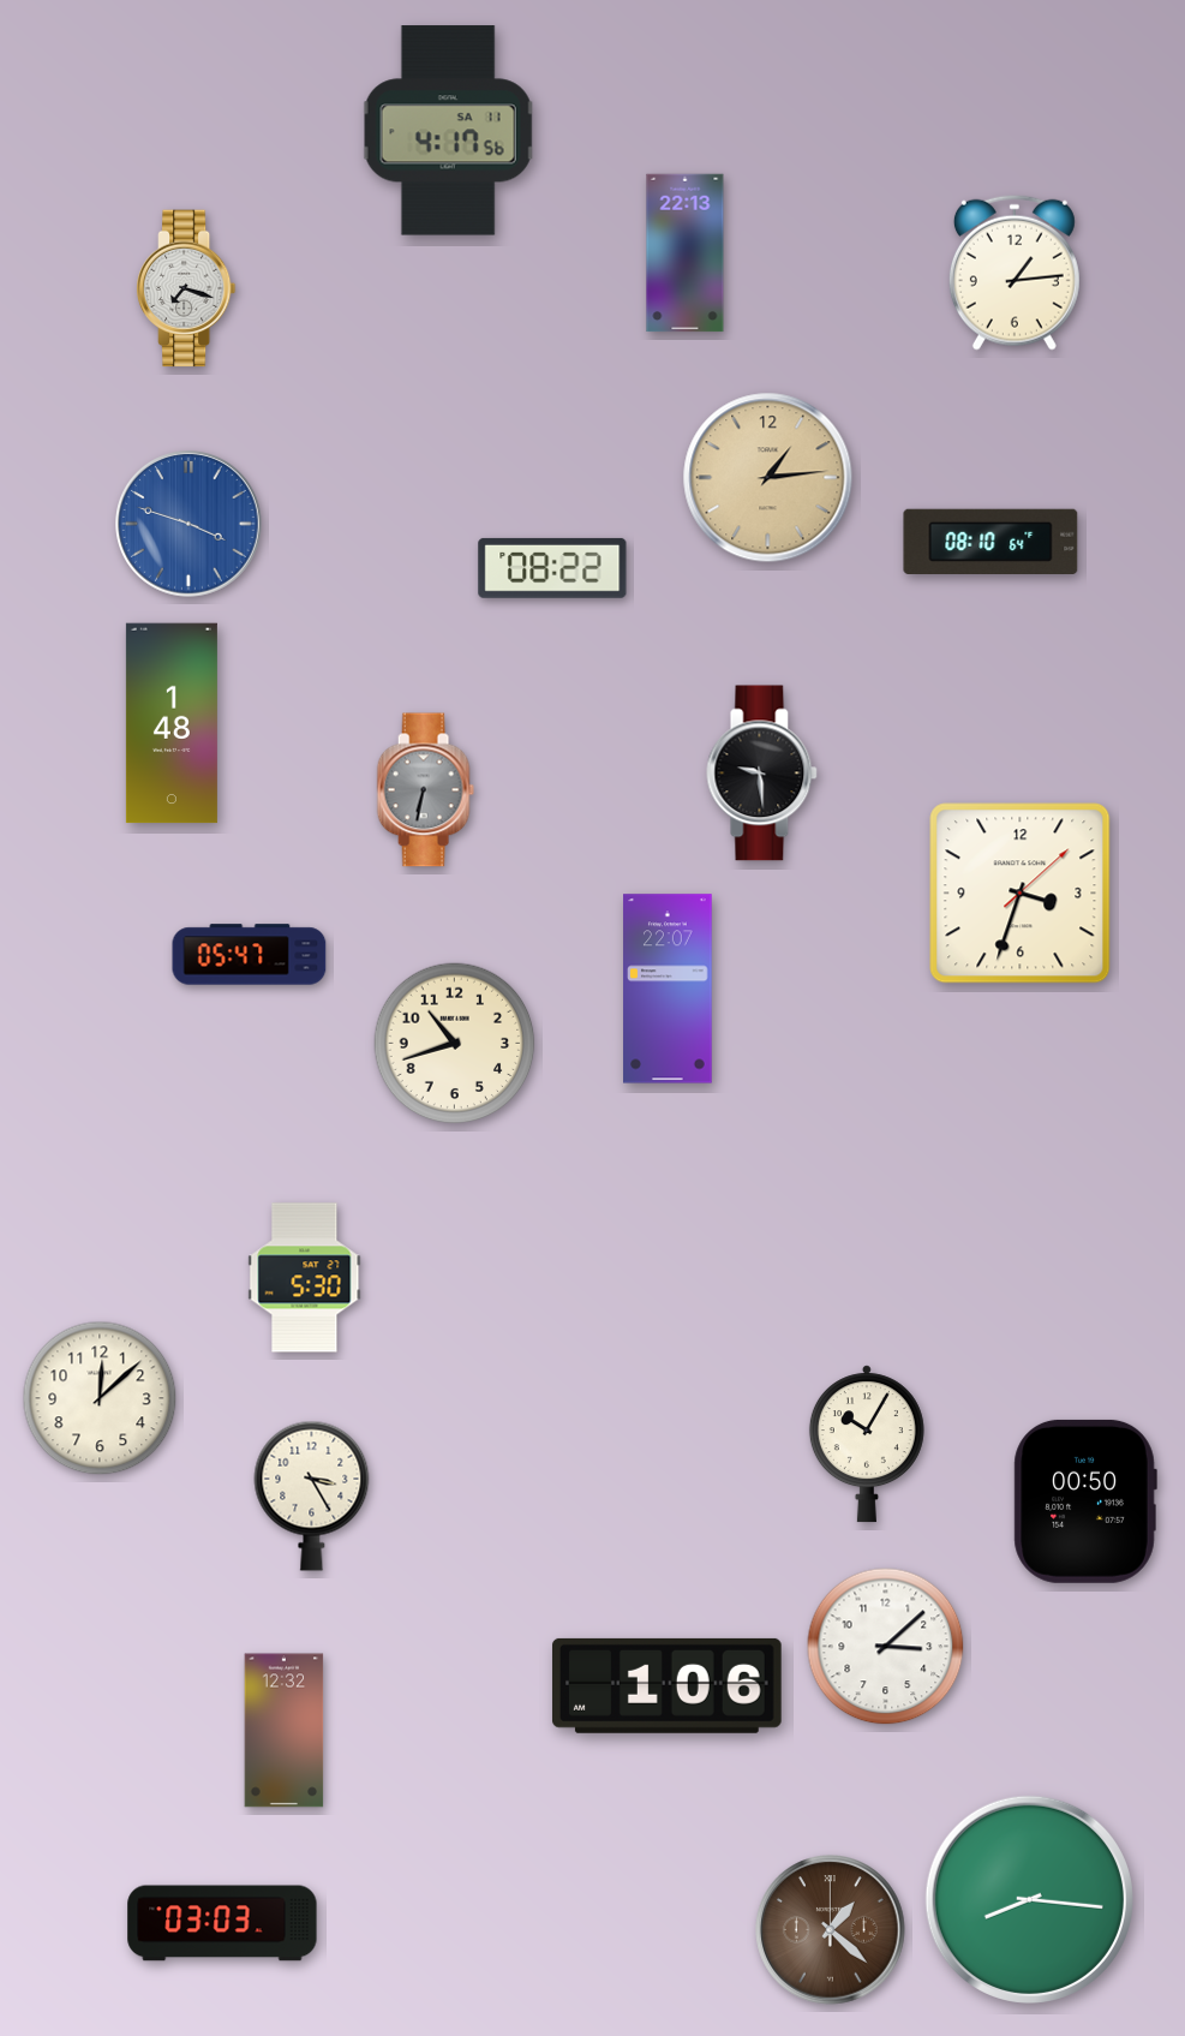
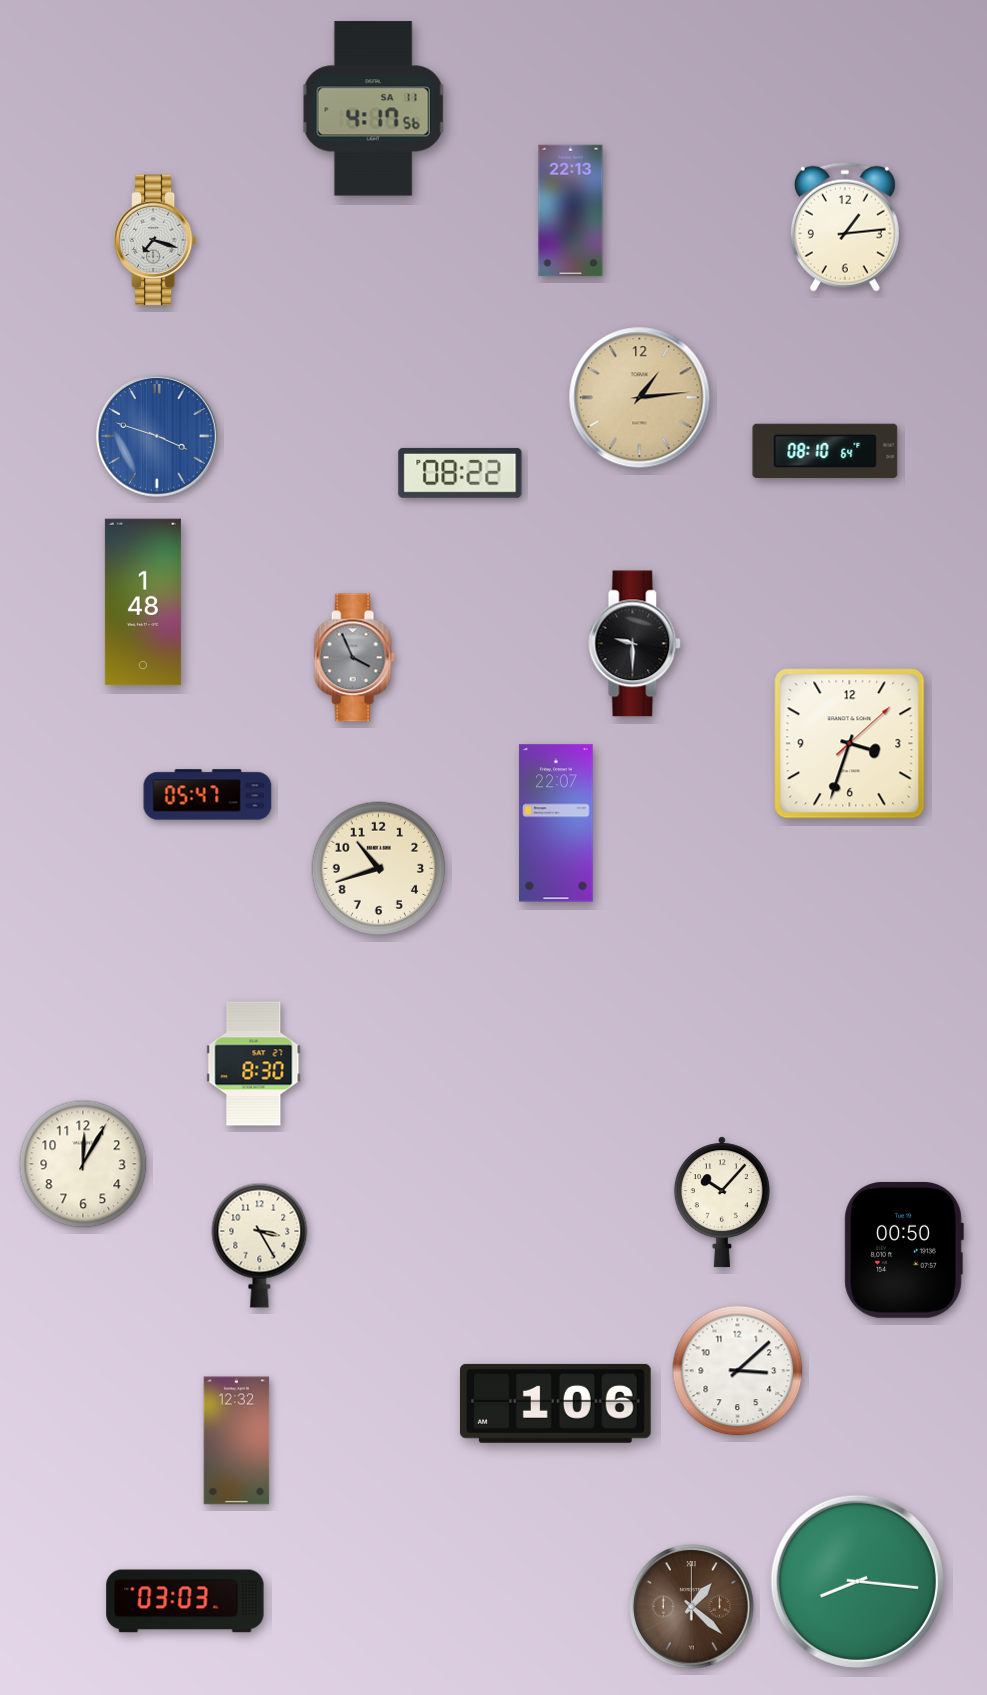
clock at (762, 774): 9:29 -> 9:30
clock at (425, 790): 6:32 -> 3:56
clock at (305, 1278): 5:30 -> 8:30
clock at (100, 1398): 12:08 -> 12:05
clock at (867, 1444): 10:05 -> 10:07
